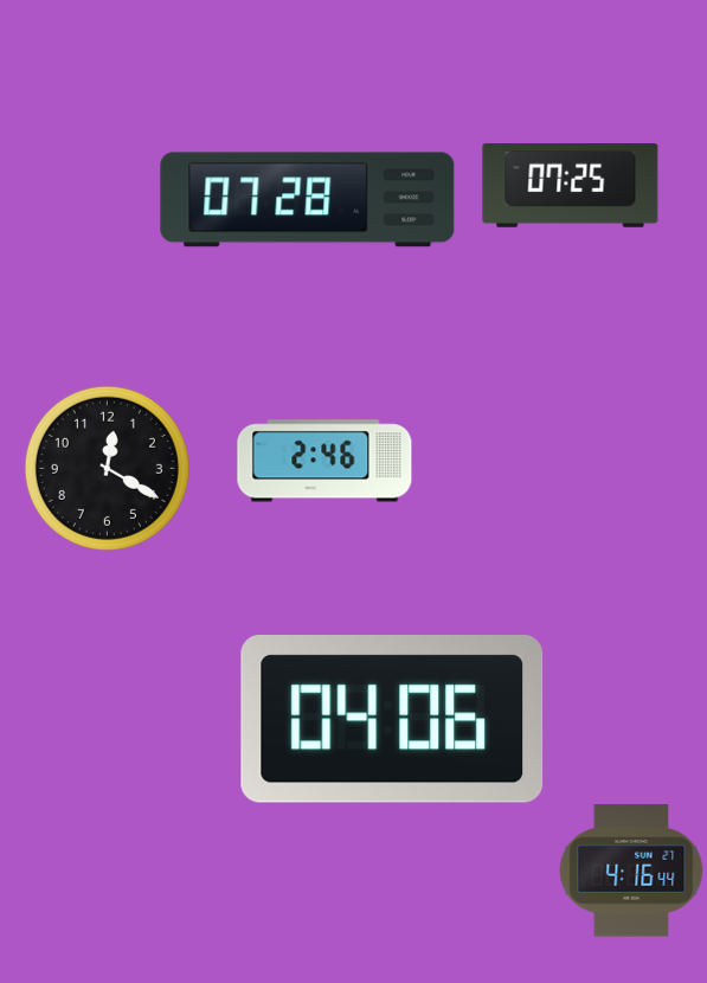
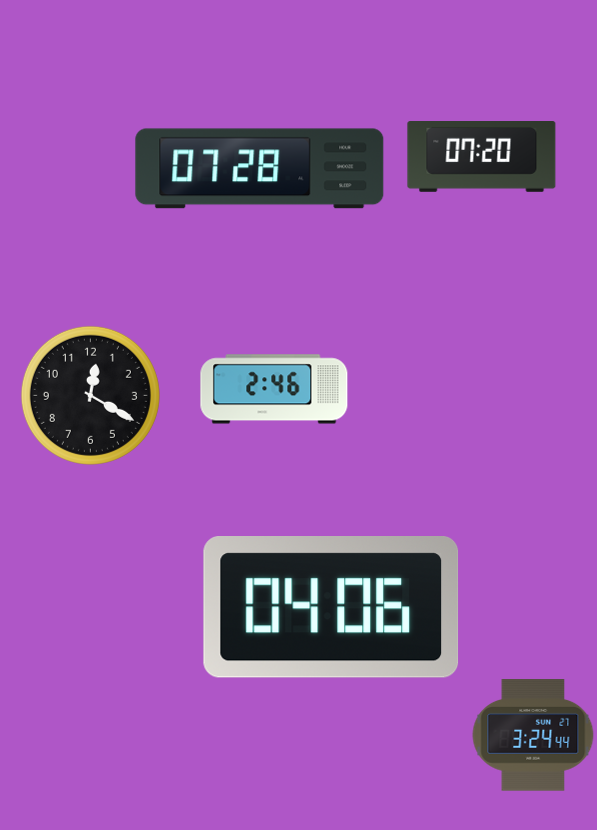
clock at (571, 186): 07:25 -> 07:20
clock at (631, 870): 4:16 -> 3:24
